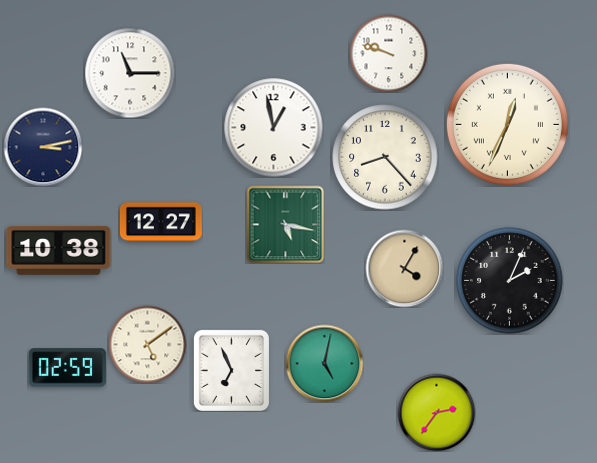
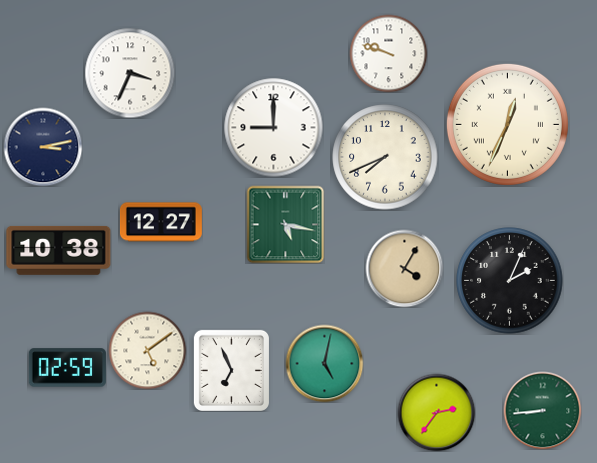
clock at (130, 73): 11:15 -> 3:34
clock at (274, 128): 12:58 -> 9:00
clock at (385, 157): 8:23 -> 7:41
clock at (147, 344) position: (147, 344) -> (147, 350)
clock at (542, 410): none -> 8:44
